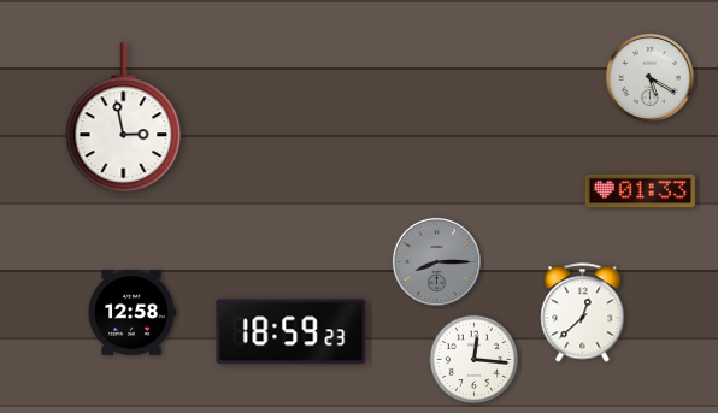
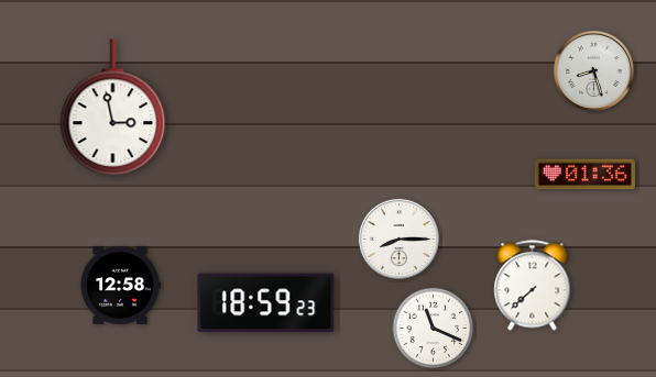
clock at (649, 77): 5:20 -> 8:27
clock at (640, 191): 01:33 -> 01:36
clock at (436, 261) dial: grey -> white
clock at (583, 313): 12:38 -> 7:38
clock at (475, 360): 12:16 -> 11:19
